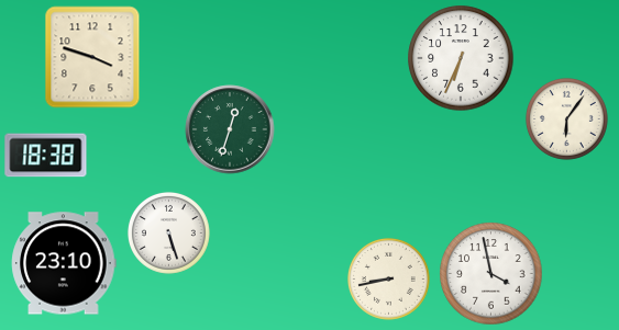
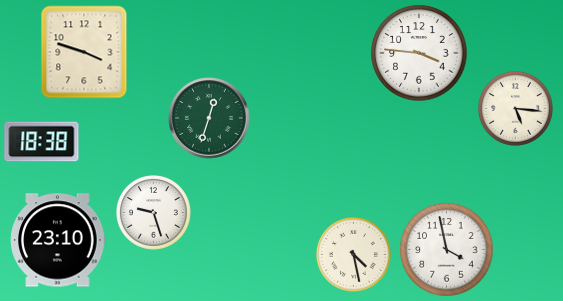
clock at (461, 58): 6:34 -> 3:46
clock at (566, 118): 6:06 -> 5:16
clock at (168, 232): 5:27 -> 9:27
clock at (388, 278): 8:43 -> 4:28
